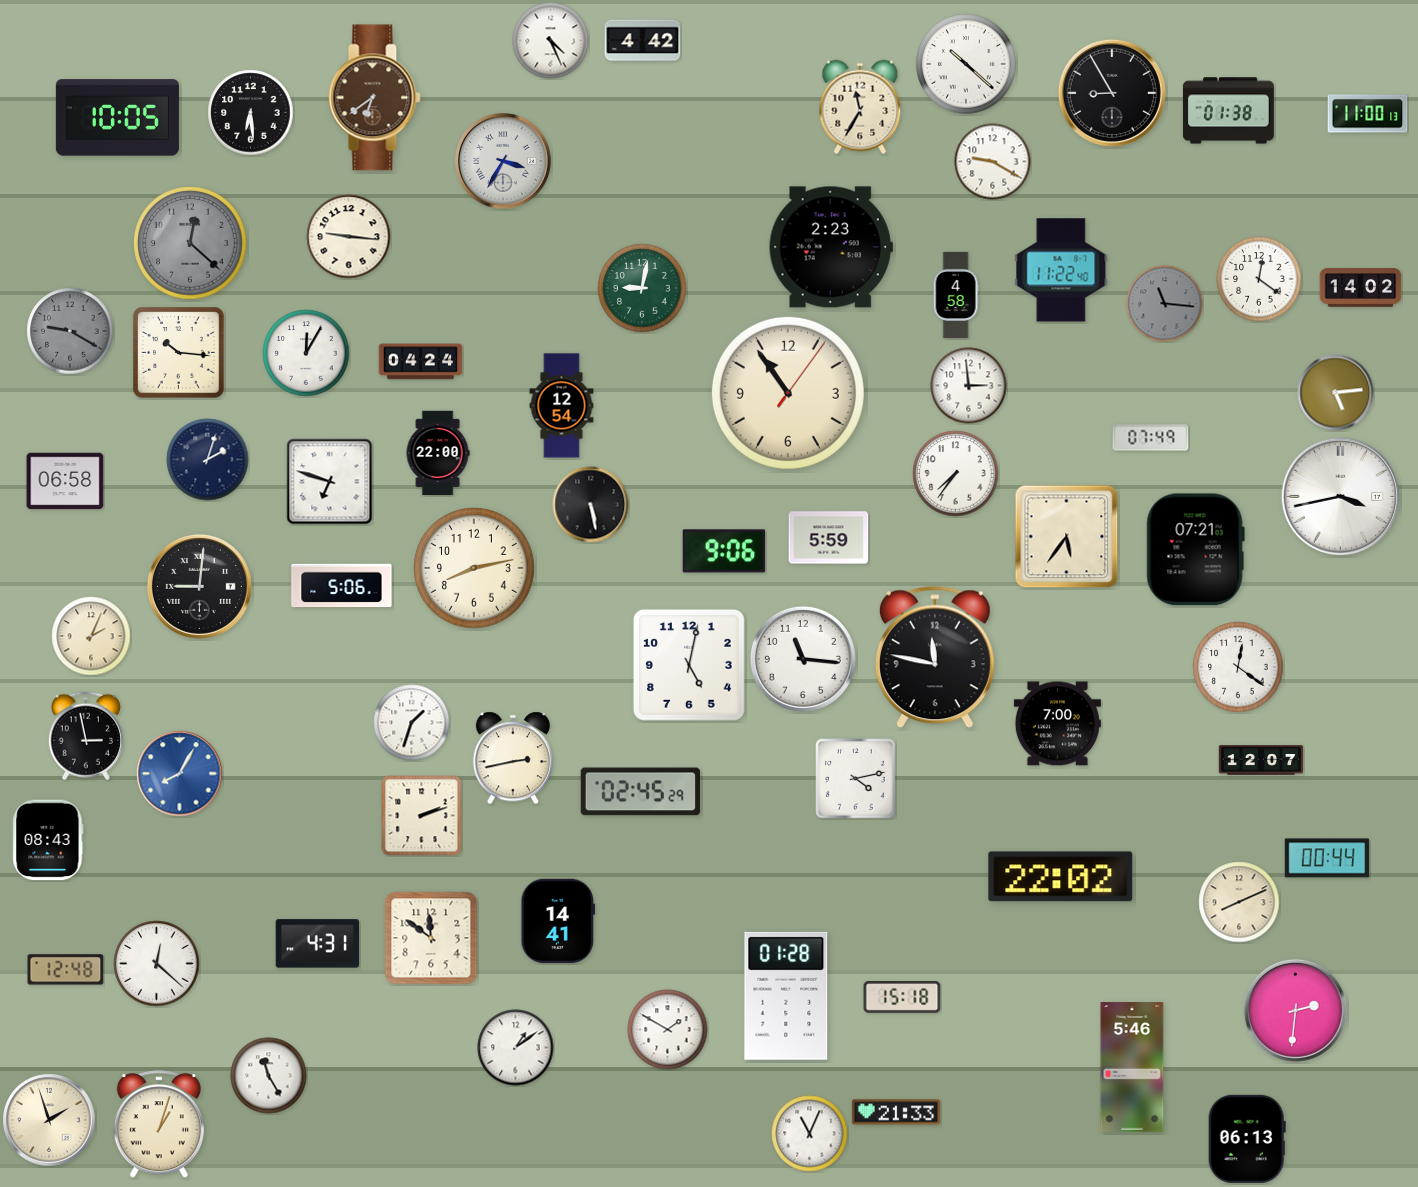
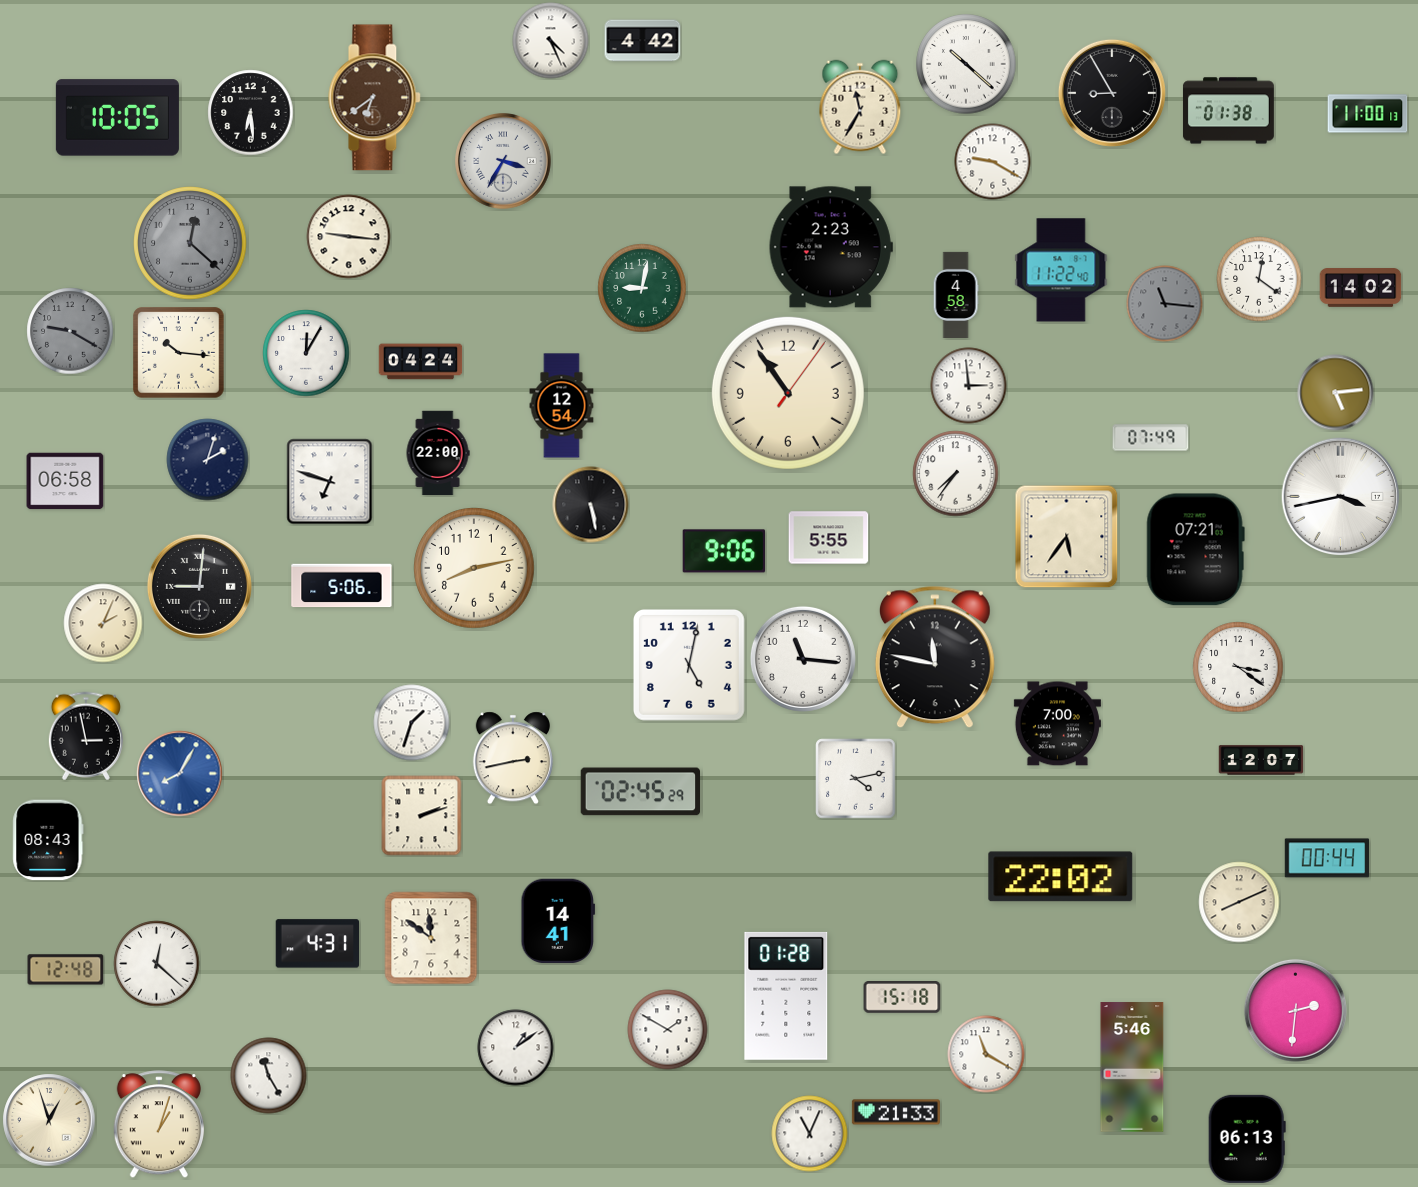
clock at (829, 538): 5:59 -> 5:55
clock at (91, 636) position: (91, 636) -> (103, 623)
clock at (1238, 667): 12:21 -> 3:21
clock at (986, 1054): none -> 11:20
clock at (49, 1120): 1:57 -> 12:57
